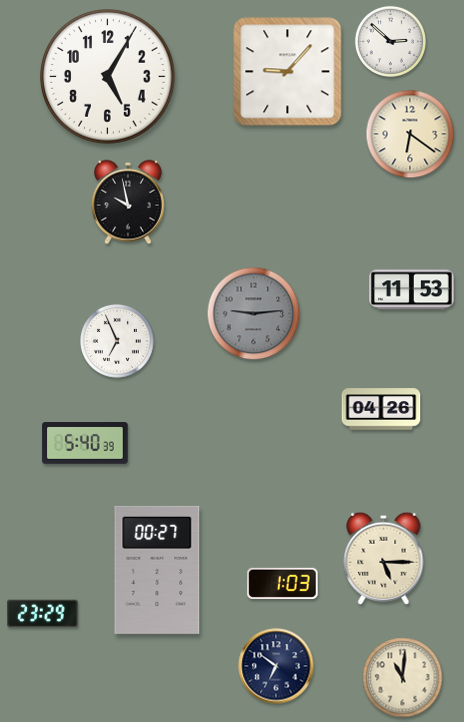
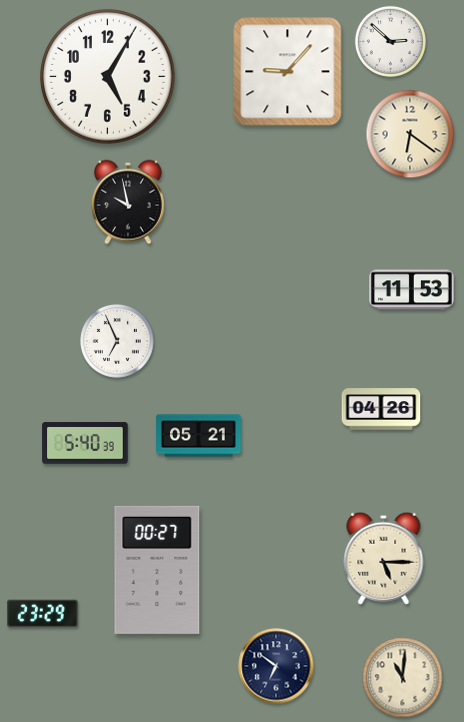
clock at (254, 314): 9:14 -> none
clock at (199, 436): none -> 05:21
clock at (283, 583): 1:03 -> none
